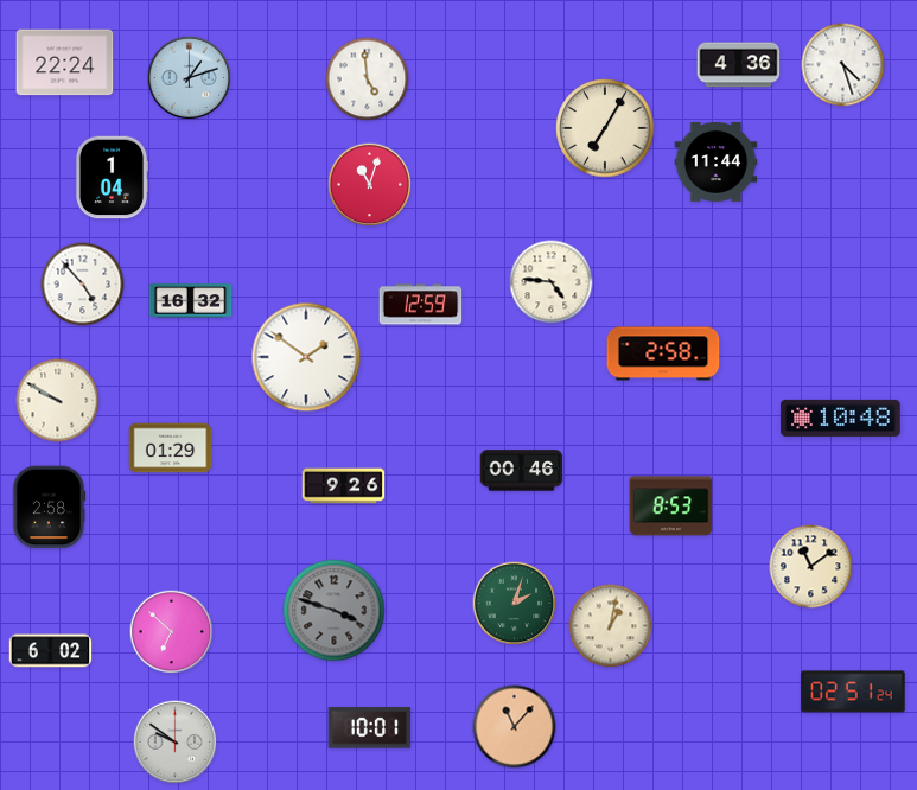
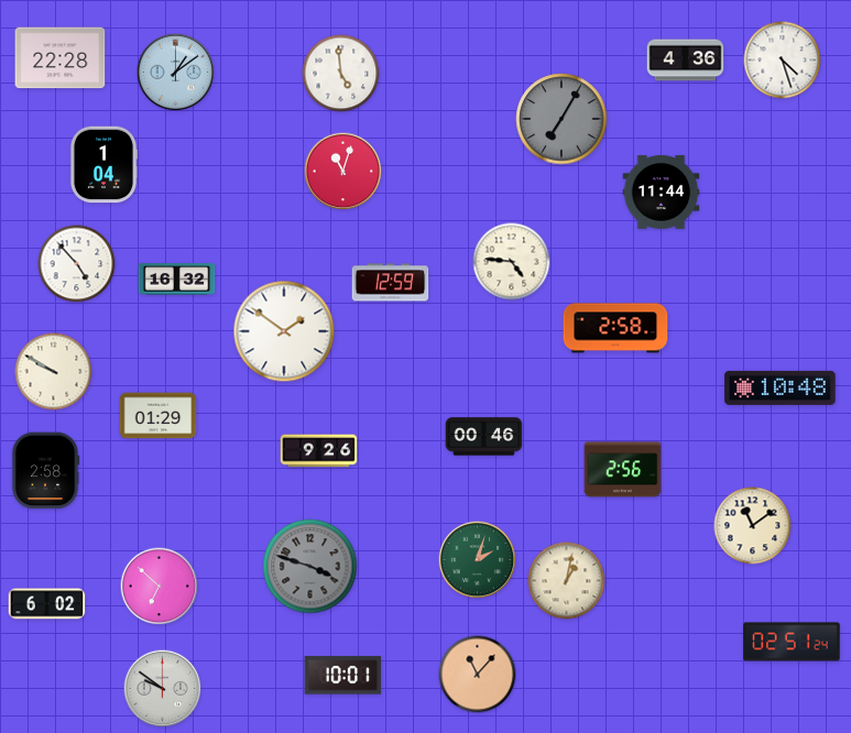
clock at (65, 63): 22:24 -> 22:28
clock at (190, 78): 1:12 -> 1:09
clock at (605, 128) dial: cream -> grey
clock at (717, 161) position: (717, 161) -> (662, 192)
clock at (671, 507): 8:53 -> 2:56
